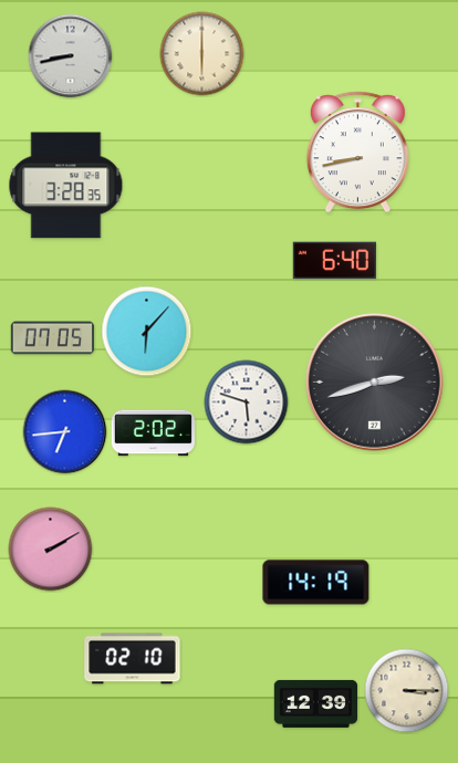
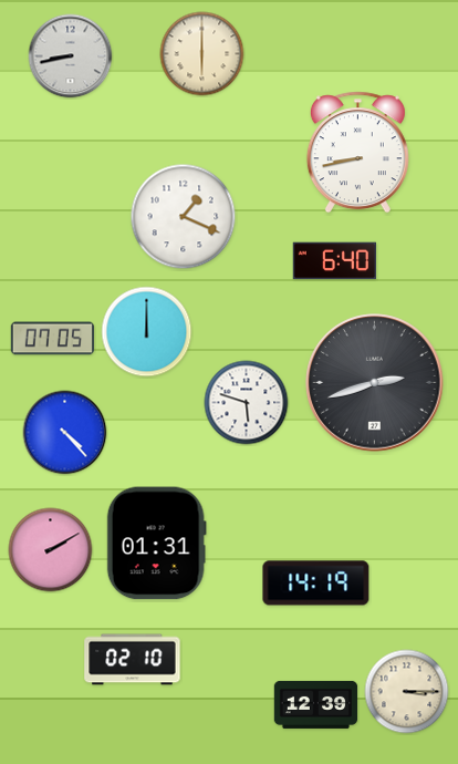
clock at (66, 186): 3:28 -> none
clock at (184, 217): none -> 1:19
clock at (147, 332): 6:07 -> 12:00
clock at (65, 432): 6:44 -> 4:23
clock at (153, 433): 2:02 -> none
clock at (156, 544): none -> 01:31
